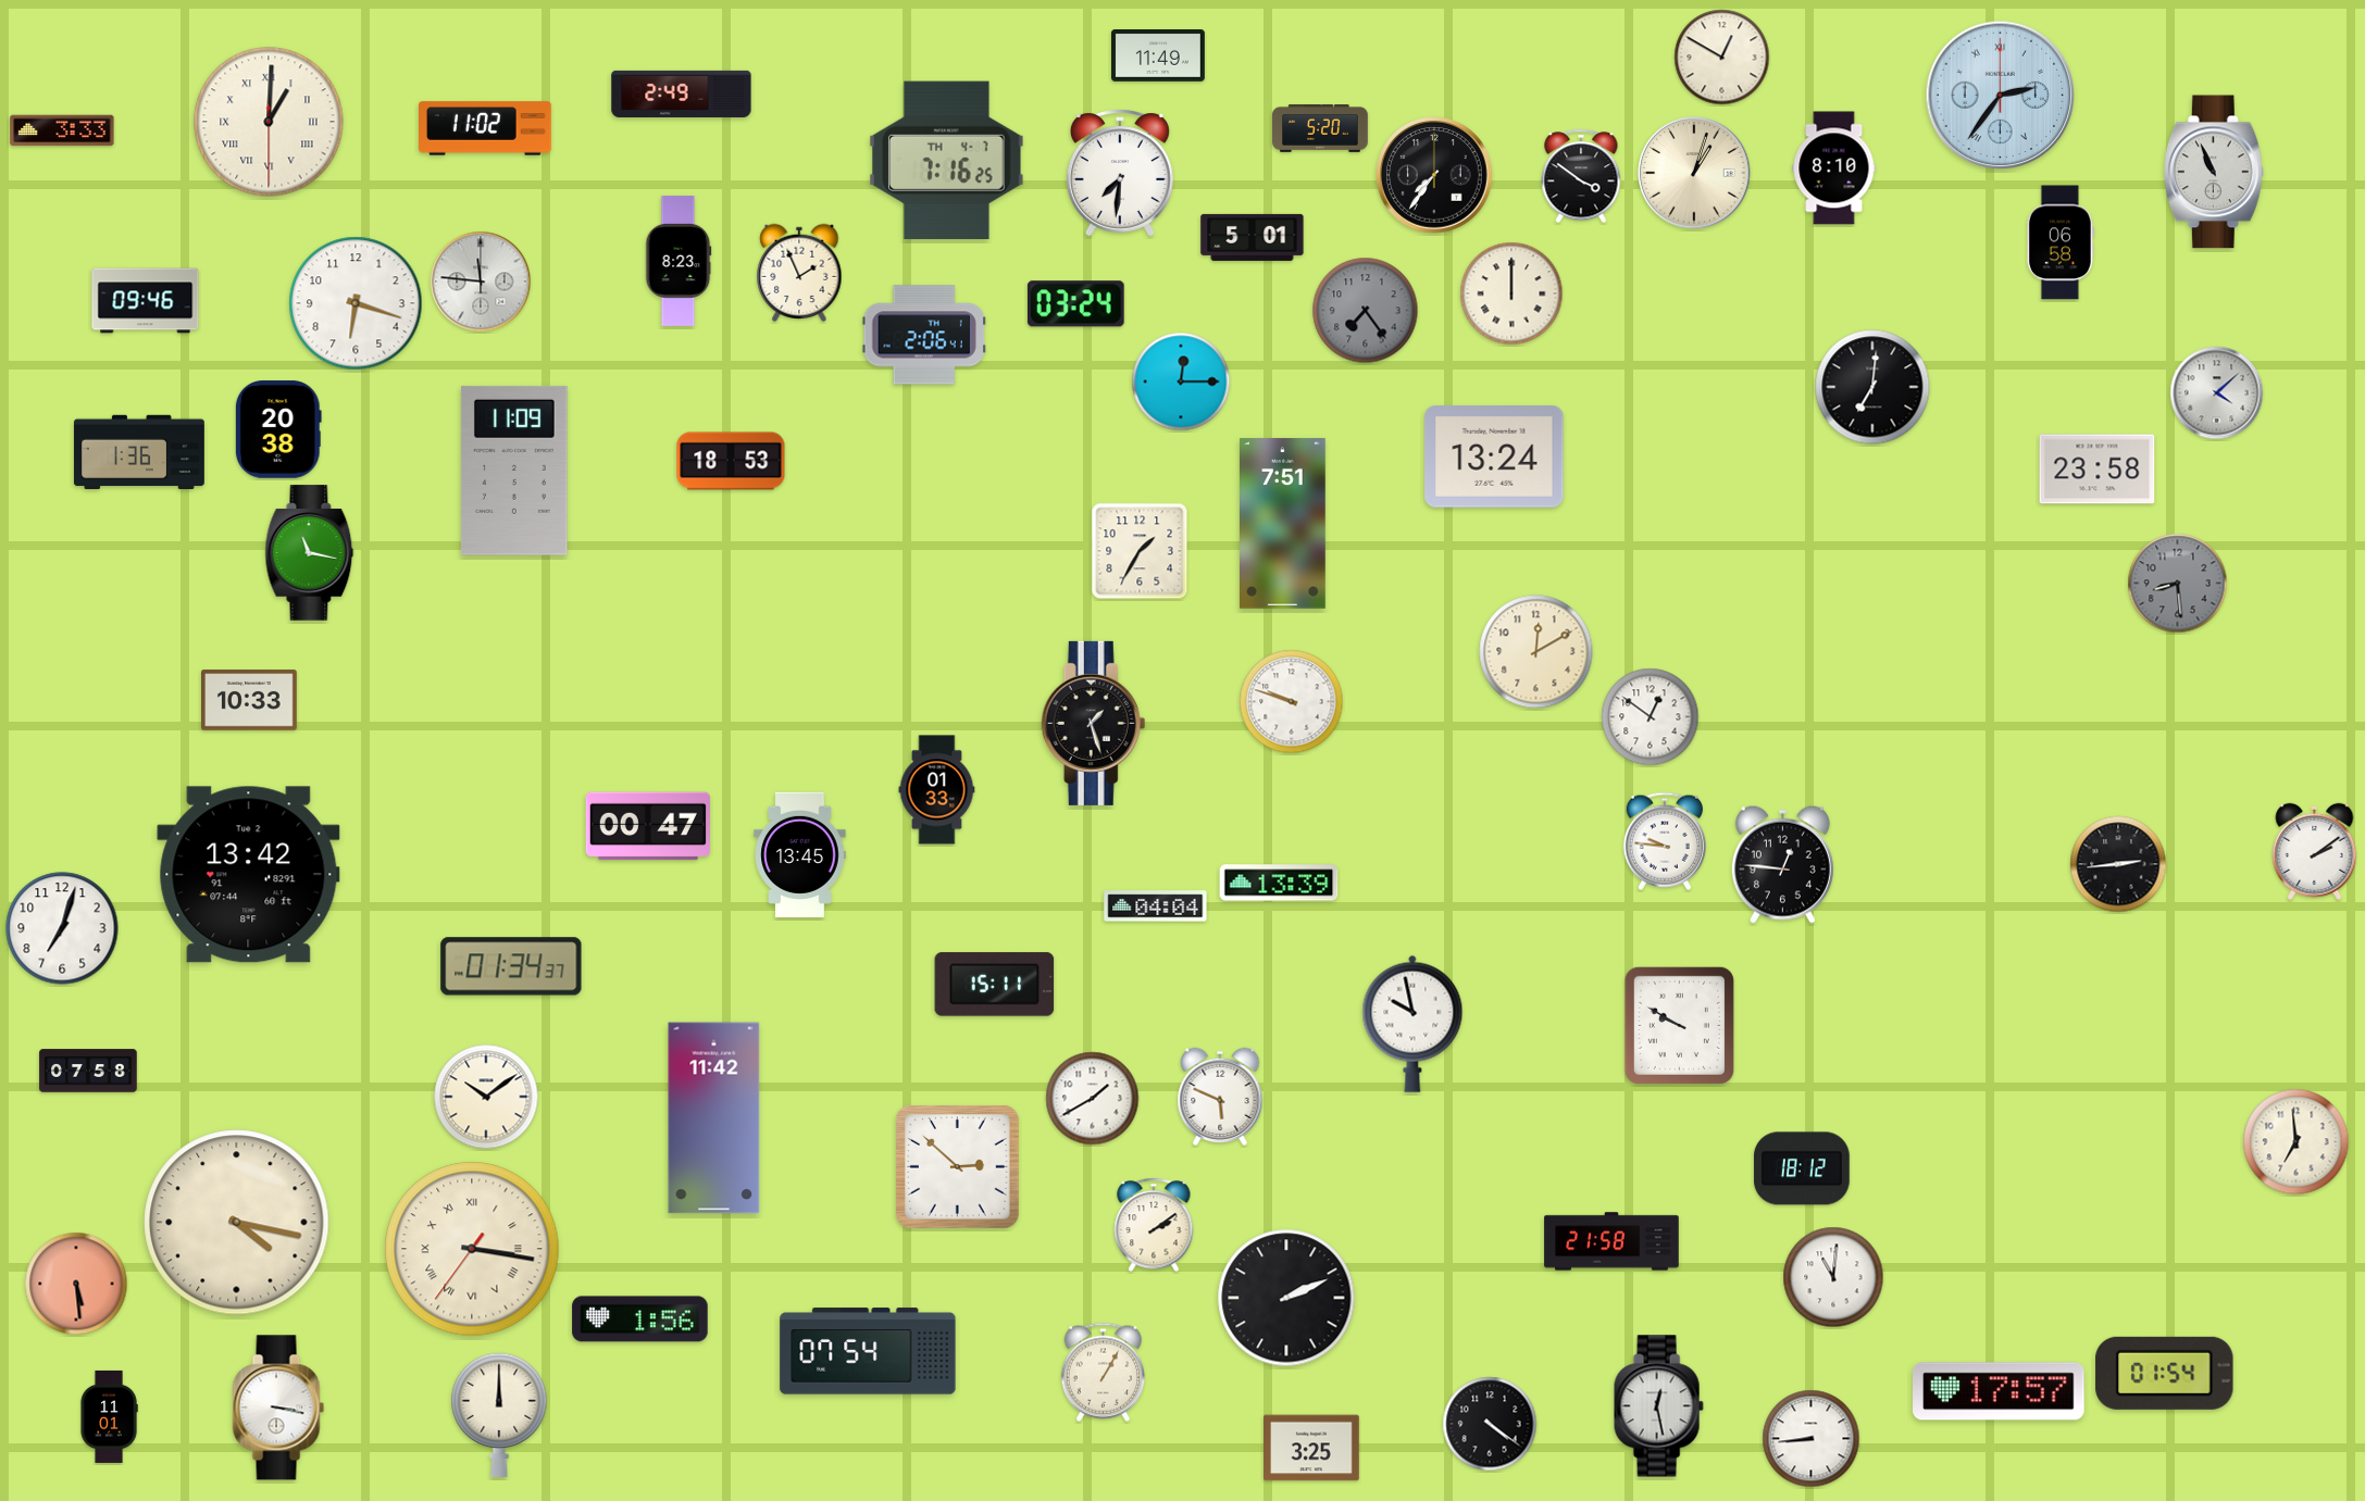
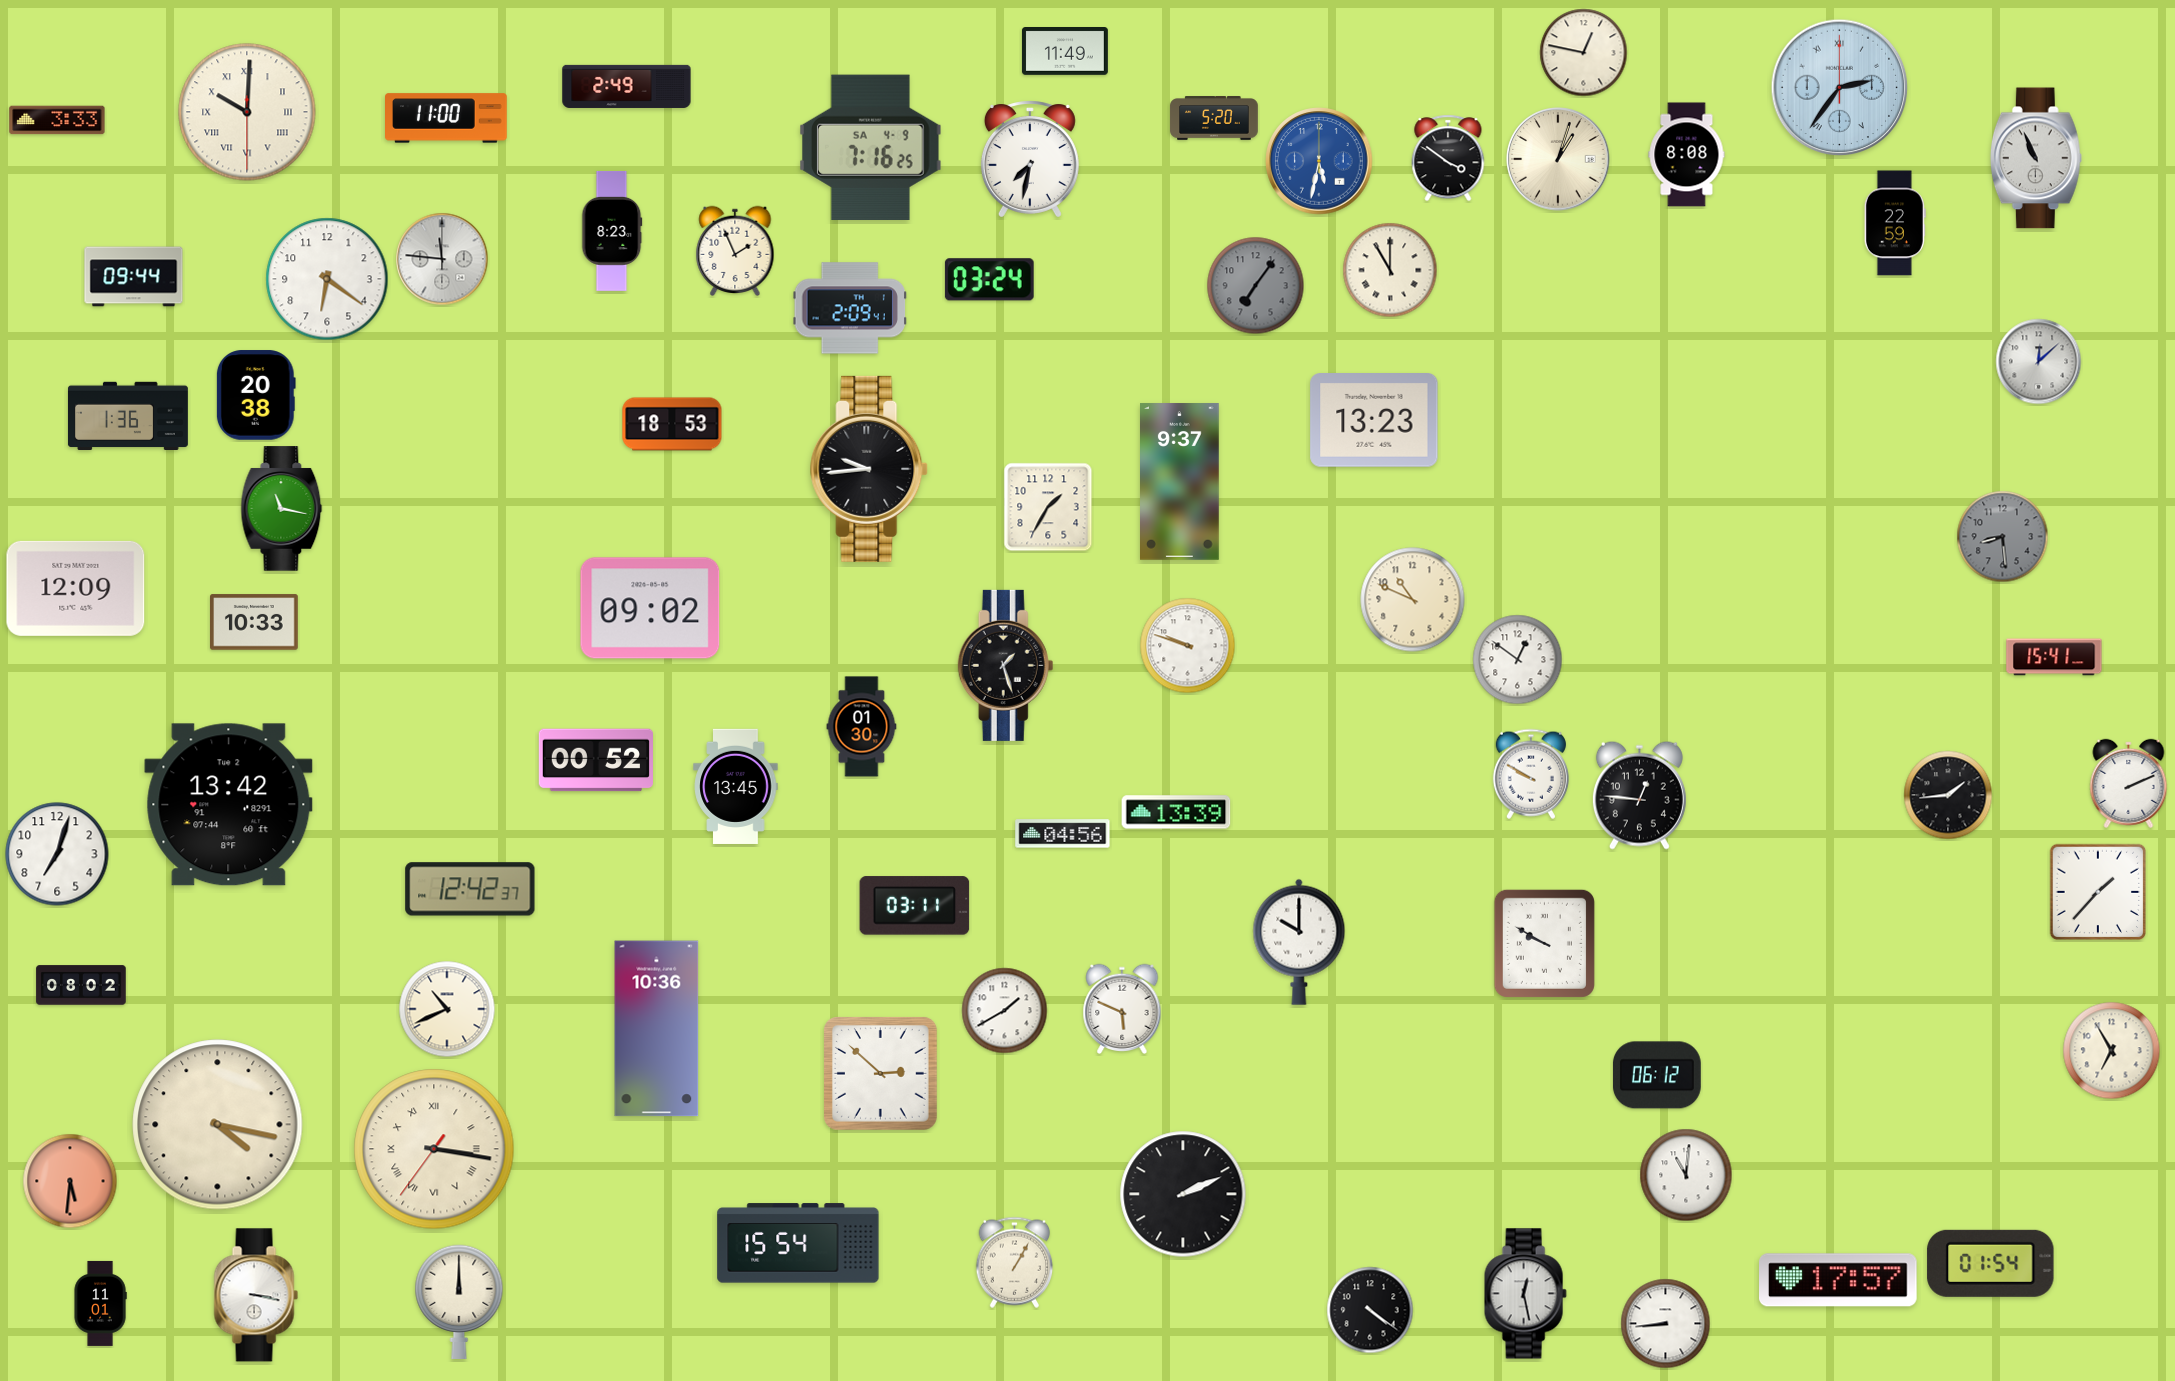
clock at (1722, 58): 12:50 -> 12:47
clock at (269, 122): 1:00 -> 10:00
clock at (486, 128): 11:02 -> 11:00
clock at (947, 160) date: TH 4-7 -> SA 4-9
clock at (1834, 168): 8:10 -> 8:08
clock at (1120, 173): 7:31 -> 7:32
clock at (1434, 175): 7:36 -> 5:32
clock at (1434, 175) dial: black -> blue
clock at (1581, 176) position: (1581, 176) -> (1448, 158)
clock at (1253, 237): 5:01 -> none
clock at (2061, 242): 06:58 -> 22:59
clock at (679, 261) position: (679, 261) -> (612, 231)
clock at (1511, 293): 12:00 -> 11:00
clock at (146, 301): 09:46 -> 09:44
clock at (356, 303): 6:18 -> 6:21
clock at (1366, 311): 7:24 -> 7:06
clock at (924, 335): 2:06 -> 2:09
clock at (1181, 381): 12:15 -> none
clock at (1872, 387): 7:01 -> none
clock at (2217, 393): 4:08 -> 12:08
clock at (1494, 458): 13:24 -> 13:23
clock at (2098, 470): 23:58 -> none
clock at (514, 471): 11:09 -> none
clock at (870, 469): none -> 9:44
clock at (1283, 524): 7:51 -> 9:37
clock at (310, 553) position: (310, 553) -> (282, 509)
clock at (76, 588): none -> 12:09
clock at (1536, 652): 12:10 -> 10:49
clock at (650, 608): none -> 09:02
clock at (250, 700) position: (250, 700) -> (255, 622)
clock at (2054, 657): none -> 15:41
clock at (937, 790): 01:33 -> 01:30
clock at (647, 826): 00:47 -> 00:52
clock at (1665, 841): 9:46 -> 9:50
clock at (2315, 851): 2:09 -> 2:11
clock at (2118, 864): 2:44 -> 1:44
clock at (1156, 906): 04:04 -> 04:56
clock at (511, 966): 01:34 -> 12:42
clock at (2098, 892): none -> 1:37
clock at (995, 985): 15:11 -> 03:11
clock at (1412, 1024): 9:58 -> 10:00
clock at (88, 1071): 07:58 -> 08:02
clock at (486, 1097): 10:09 -> 10:41
clock at (714, 1118): 11:42 -> 10:36
clock at (2296, 1142): 6:59 -> 6:55
clock at (1802, 1168): 18:12 -> 06:12
clock at (1154, 1225): 2:09 -> none
clock at (1611, 1241): 21:58 -> none
clock at (76, 1284): 5:29 -> 5:31
clock at (640, 1319): 1:56 -> none
clock at (868, 1351): 07:54 -> 15:54
clock at (1312, 1448): 3:25 -> none
